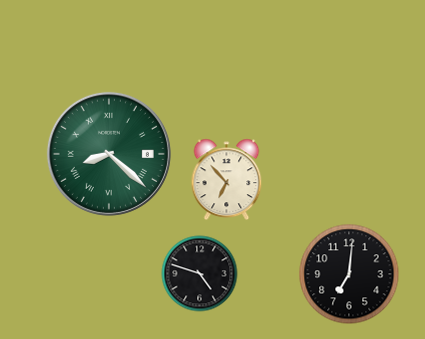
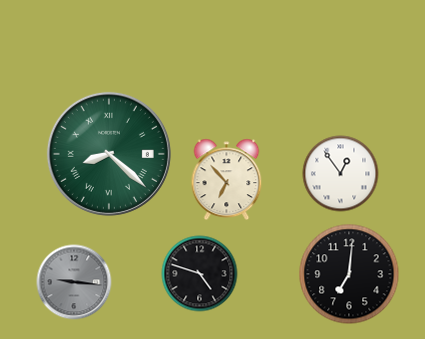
clock at (341, 174): none -> 12:54
clock at (74, 282): none -> 9:16
